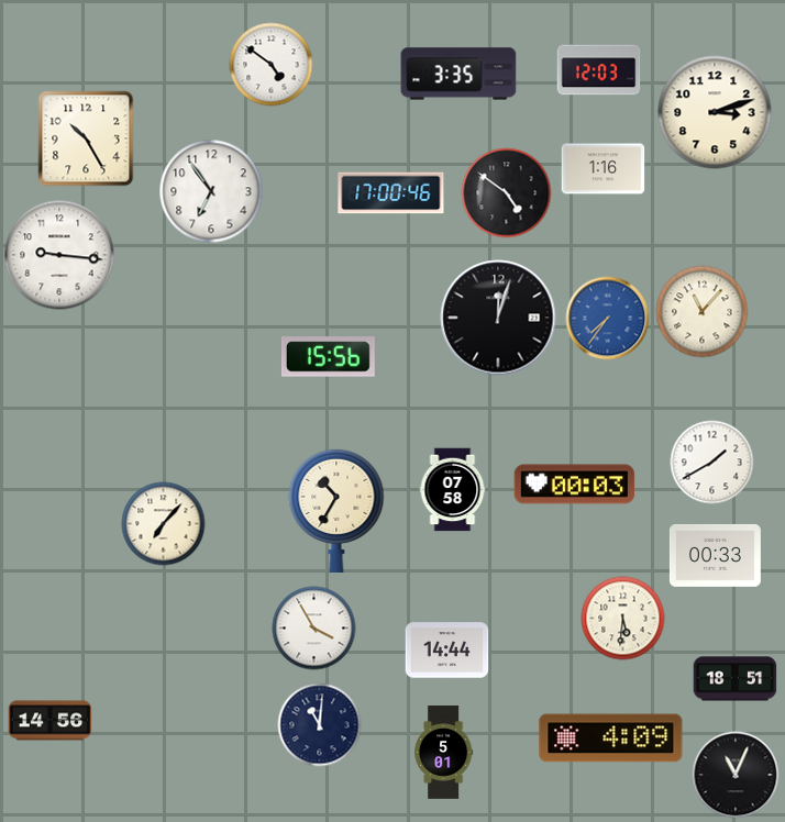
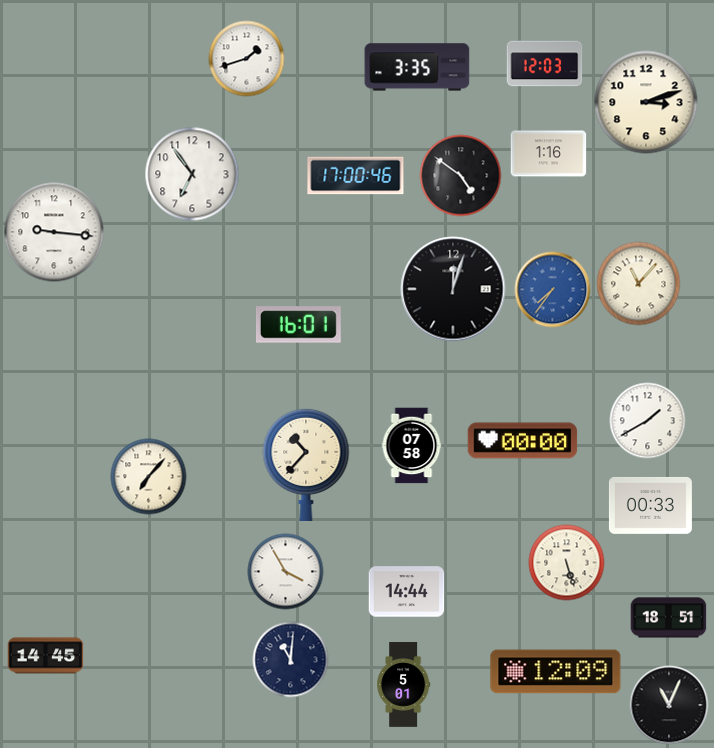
clock at (272, 65): 4:51 -> 1:42
clock at (715, 112) position: (715, 112) -> (646, 102)
clock at (86, 138): 10:25 -> none
clock at (328, 357): 15:56 -> 16:01
clock at (575, 485): 00:03 -> 00:00
clock at (336, 510): 10:35 -> 10:37
clock at (623, 619): 5:31 -> 5:27
clock at (51, 721): 14:56 -> 14:45
clock at (611, 738): 4:09 -> 12:09
